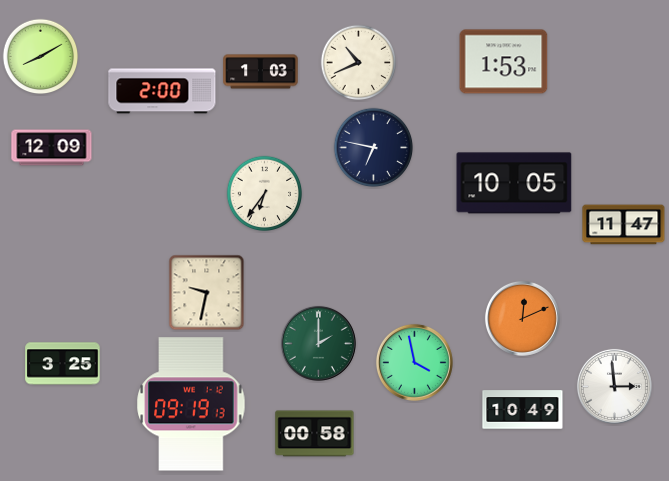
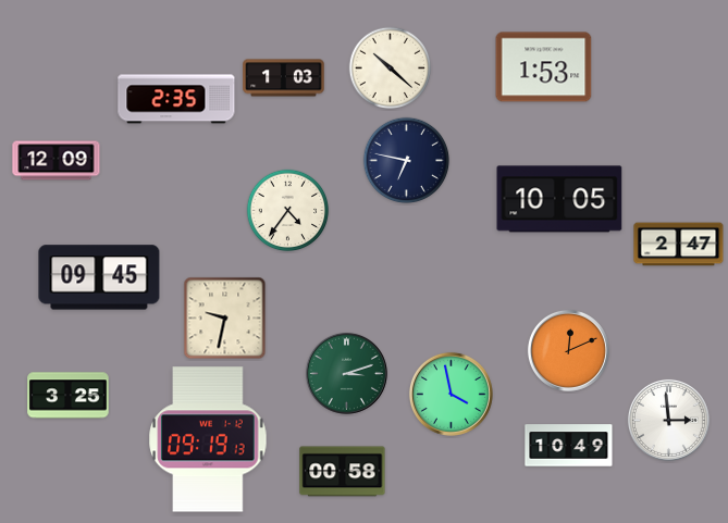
clock at (41, 57): 8:10 -> none
clock at (504, 62) position: (504, 62) -> (544, 67)
clock at (359, 63): 10:41 -> 10:22
clock at (162, 91): 2:00 -> 2:35
clock at (265, 194): 6:36 -> 4:36
clock at (624, 225): 11:47 -> 2:47
clock at (99, 277): none -> 09:45
clock at (522, 318) position: (522, 318) -> (568, 350)
clock at (318, 343): 2:00 -> 3:12
